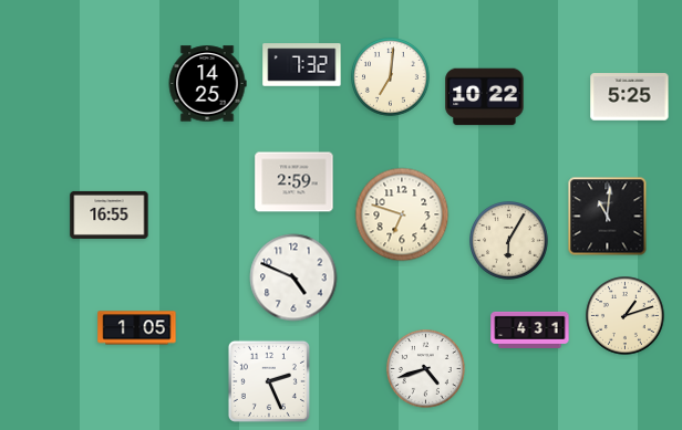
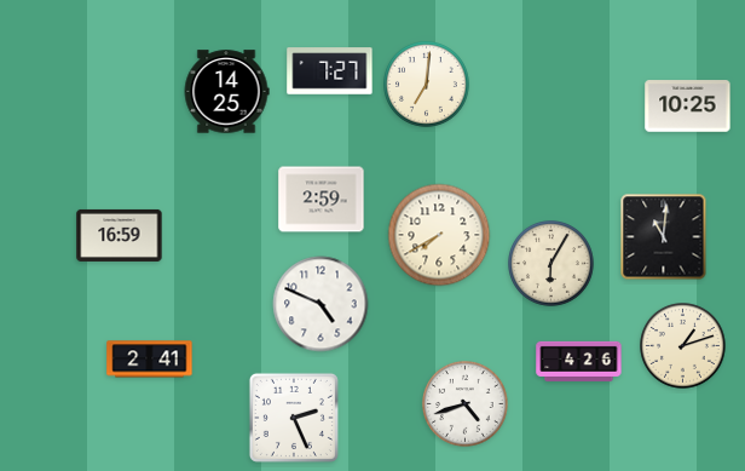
clock at (302, 65): 7:32 -> 7:27
clock at (485, 97): 10:22 -> none
clock at (630, 97): 5:25 -> 10:25
clock at (110, 214): 16:55 -> 16:59
clock at (402, 214): 6:48 -> 7:40
clock at (509, 241) position: (509, 241) -> (551, 264)
clock at (137, 328): 1:05 -> 2:41
clock at (530, 329): 4:31 -> 4:26
